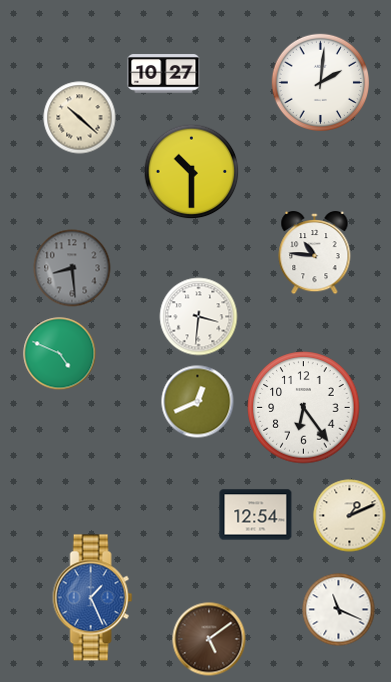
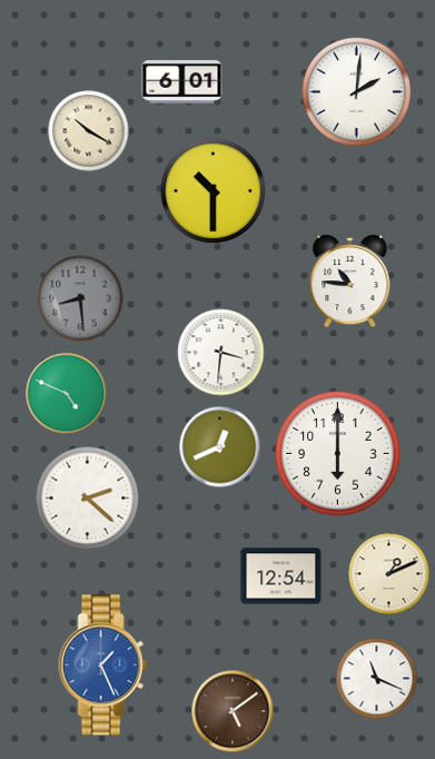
clock at (164, 74): 10:27 -> 6:01
clock at (80, 118): 10:22 -> 10:20
clock at (304, 408): 6:24 -> 6:00
clock at (88, 499): none -> 2:22
clock at (256, 515) position: (256, 515) -> (281, 576)
